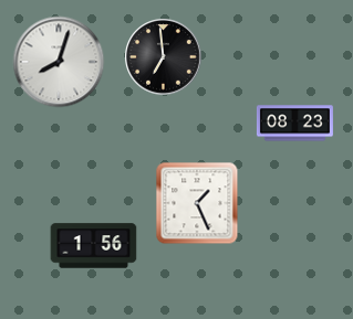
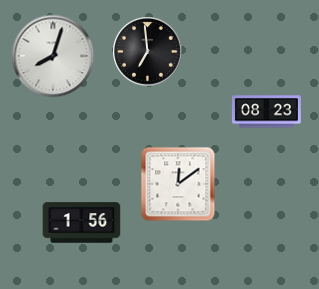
clock at (197, 203): 1:26 -> 12:09
clock at (94, 246) position: (94, 246) -> (82, 223)
